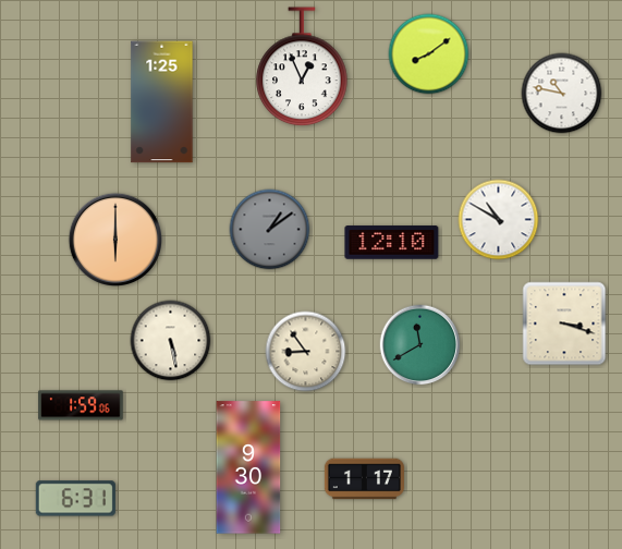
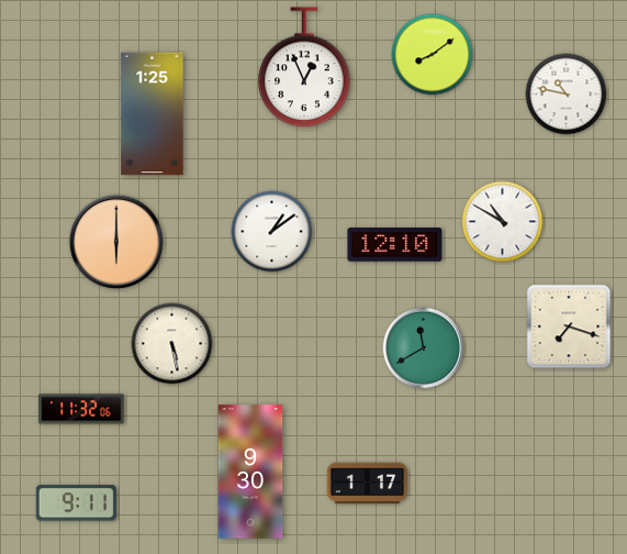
clock at (162, 102) position: (162, 102) -> (153, 114)
clock at (270, 230) dial: grey -> white
clock at (564, 324): 3:18 -> 7:18
clock at (306, 352): 8:54 -> none
clock at (81, 405): 1:59 -> 11:32
clock at (75, 499): 6:31 -> 9:11
